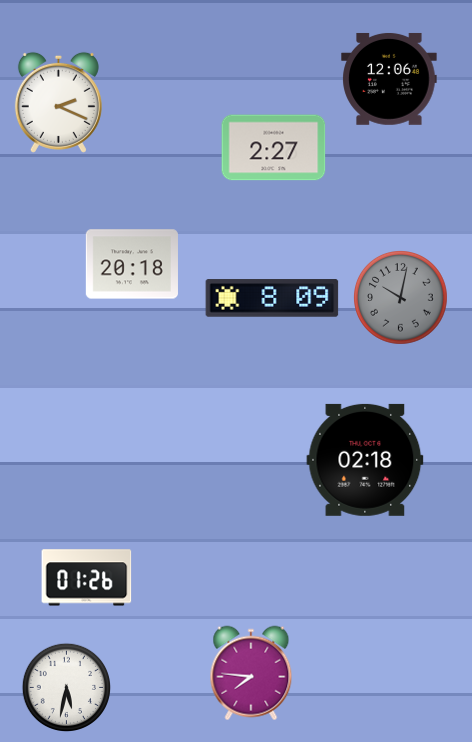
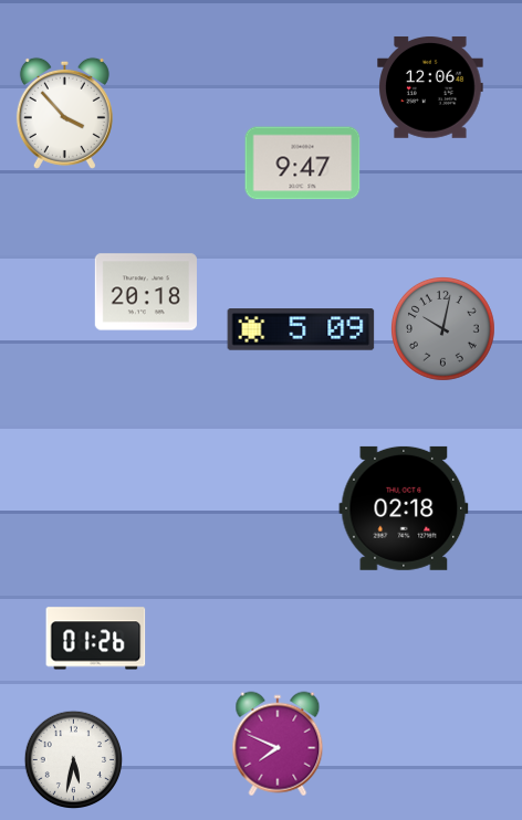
clock at (58, 102): 2:19 -> 3:53
clock at (274, 148): 2:27 -> 9:47
clock at (272, 298): 8:09 -> 5:09
clock at (251, 673): 7:46 -> 7:49
